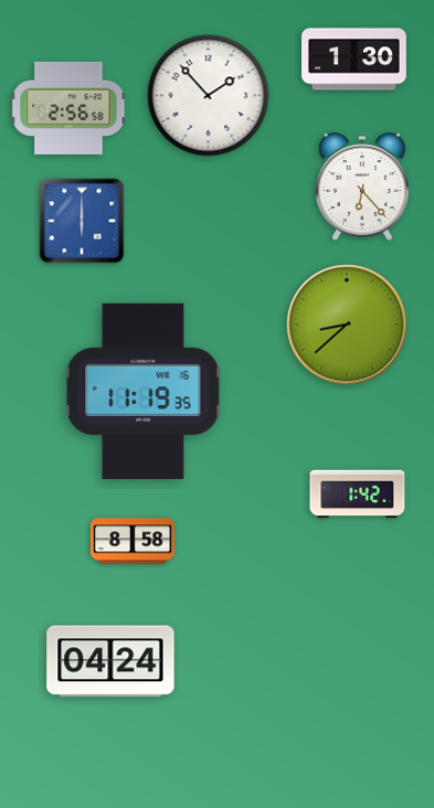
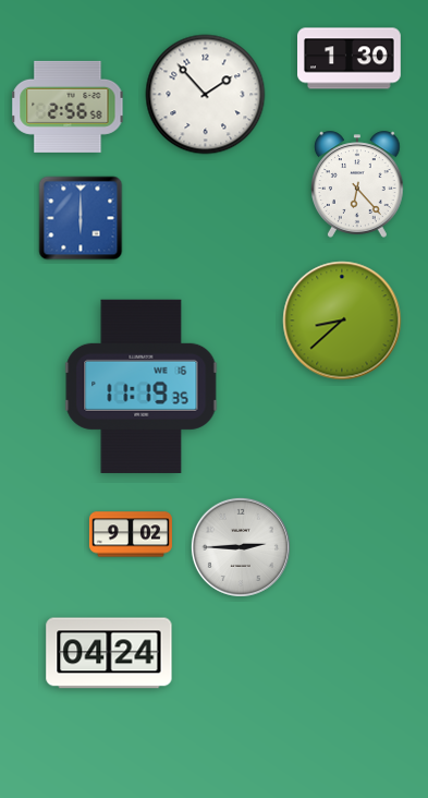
clock at (358, 495): 1:42 -> none
clock at (133, 541): 8:58 -> 9:02
clock at (241, 547): none -> 2:45
